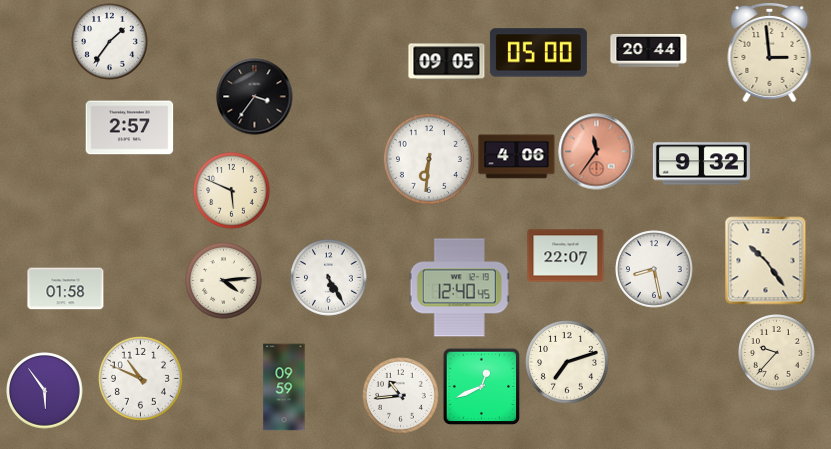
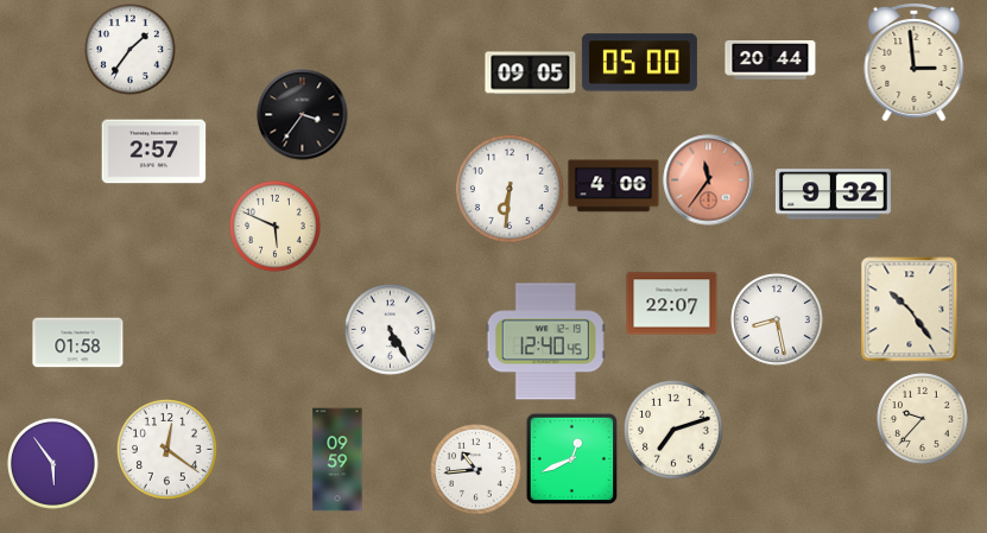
clock at (224, 281): 4:14 -> none
clock at (140, 378): 10:49 -> 12:21
